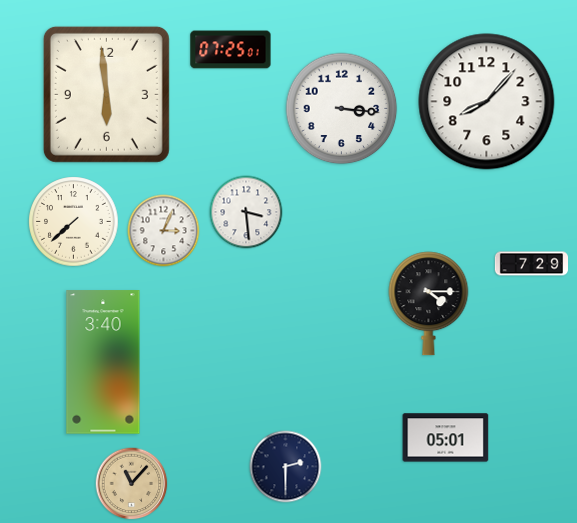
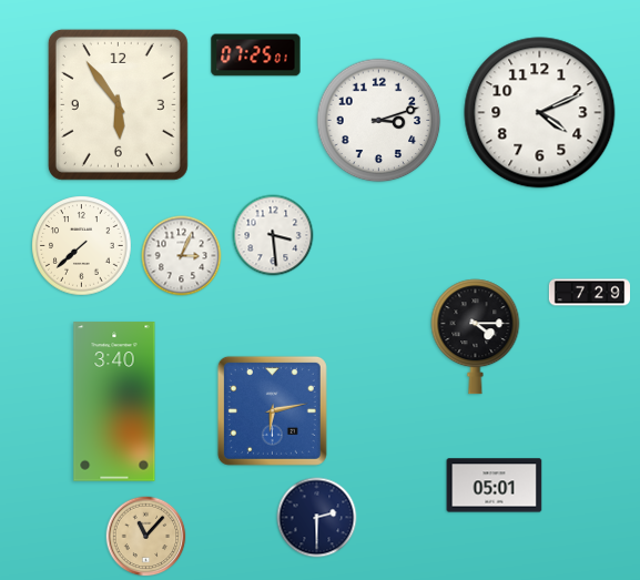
clock at (106, 94): 5:59 -> 5:54
clock at (487, 102): 8:07 -> 4:11
clock at (342, 109): 3:16 -> 3:12
clock at (272, 410): none -> 6:13
